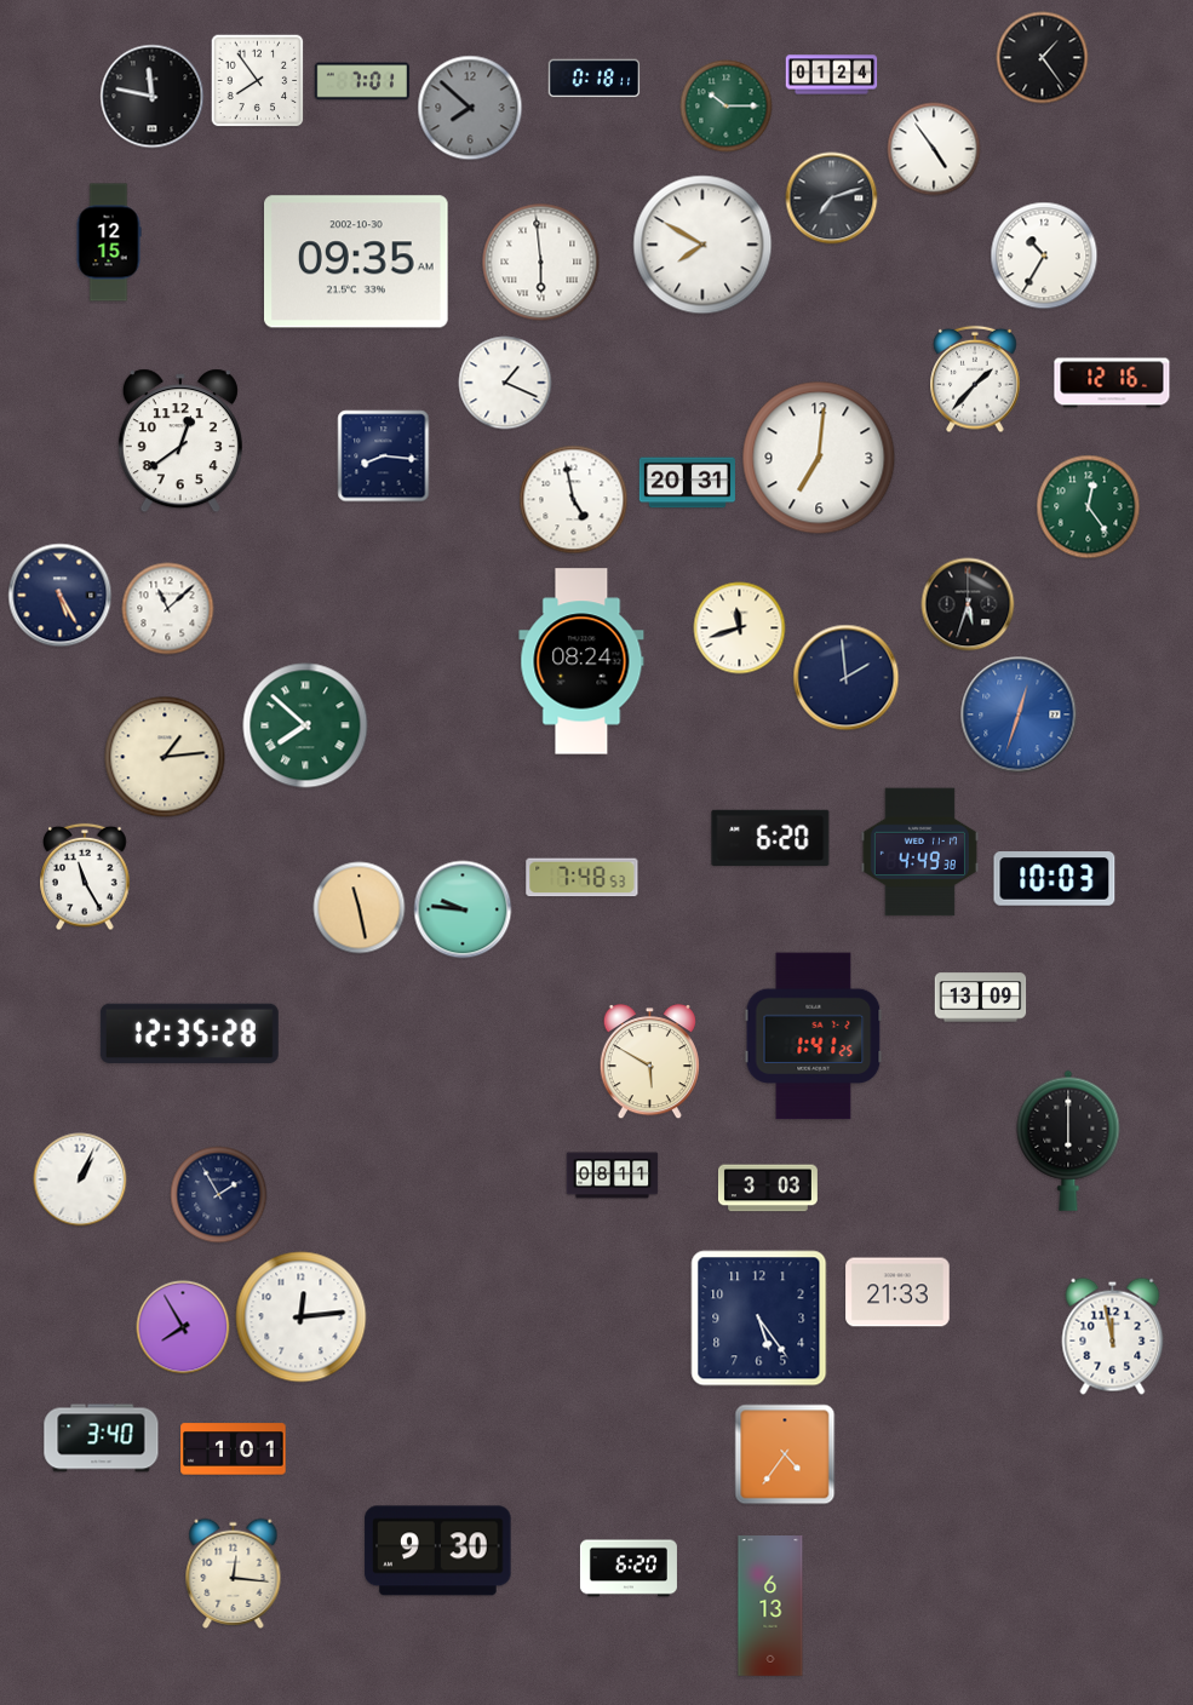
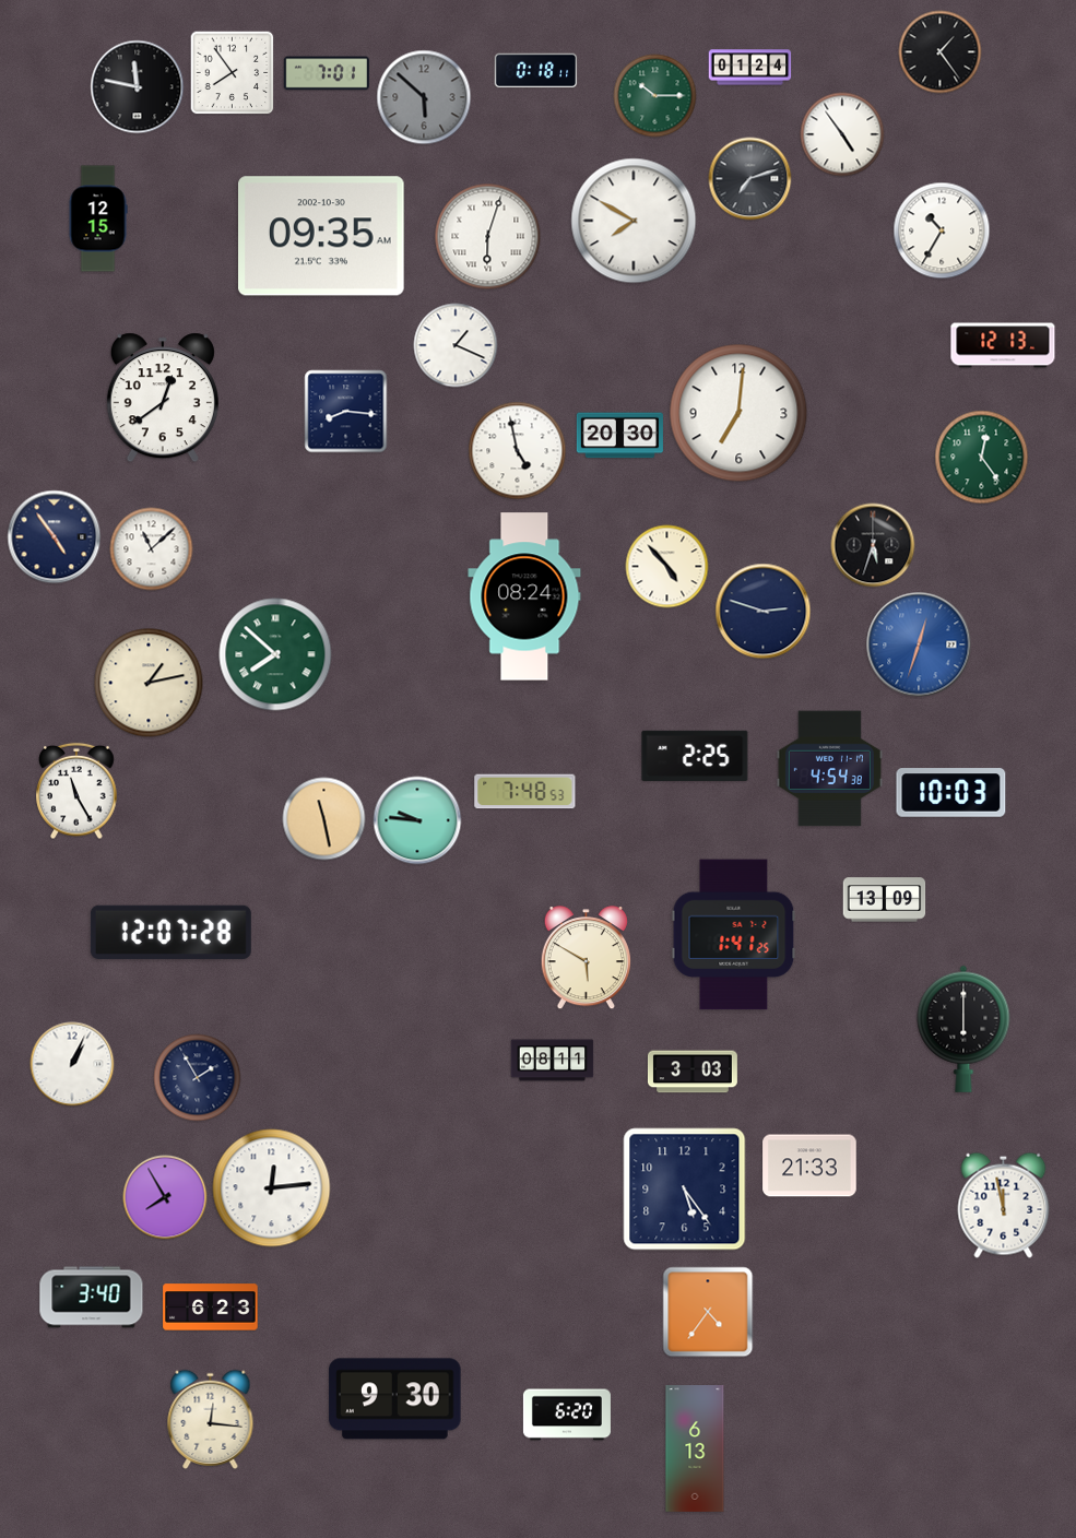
clock at (470, 108): 7:52 -> 5:52
clock at (541, 263): 5:59 -> 6:03
clock at (975, 379): 1:37 -> none
clock at (1112, 383): 12:16 -> 12:13
clock at (687, 483): 20:31 -> 20:30
clock at (61, 596): 5:25 -> 4:54
clock at (740, 628): 11:42 -> 4:53
clock at (847, 678): 1:59 -> 2:48
clock at (165, 757): 1:14 -> 1:13
clock at (770, 837): 6:20 -> 2:25
clock at (919, 852): 4:49 -> 4:54
clock at (189, 1033): 12:35 -> 12:07
clock at (234, 1449): 1:01 -> 6:23
